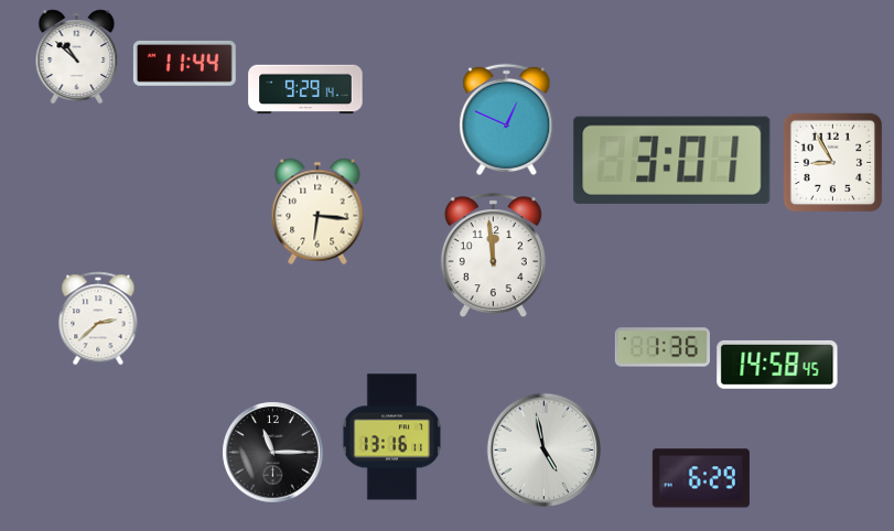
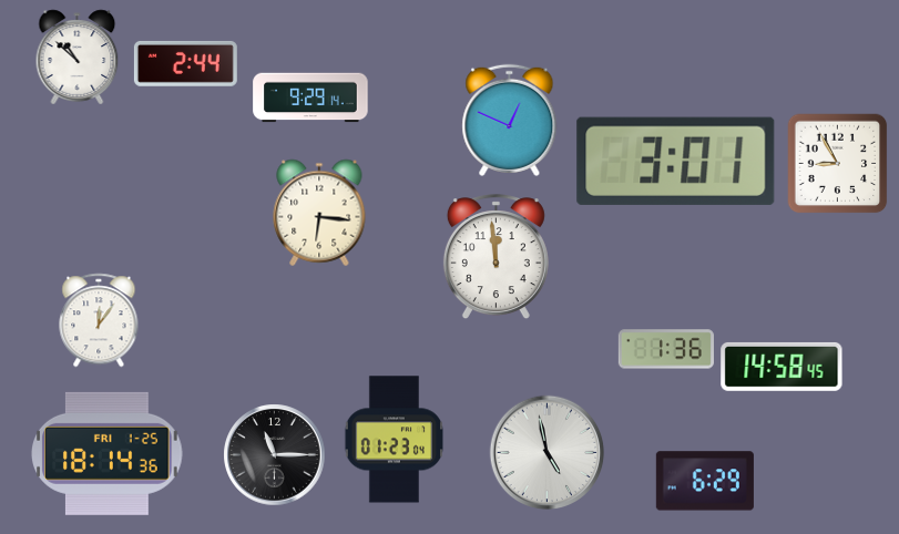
clock at (184, 63): 11:44 -> 2:44
clock at (305, 89) position: (305, 89) -> (310, 97)
clock at (98, 318): 2:38 -> 12:06
clock at (392, 437): 13:16 -> 01:23
clock at (108, 453): none -> 18:14
